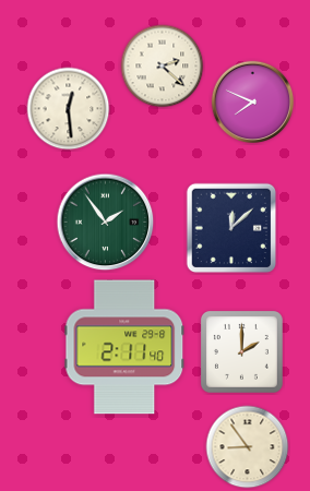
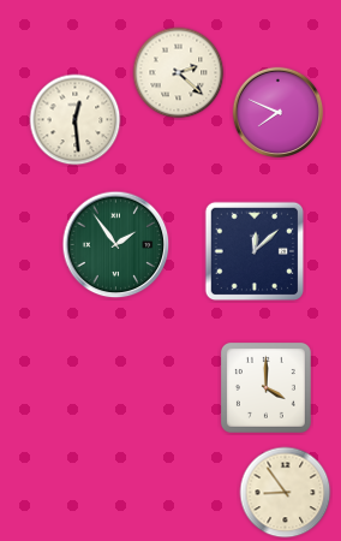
clock at (124, 347): 2:11 -> none
clock at (241, 351): 2:00 -> 4:00
clock at (248, 447) position: (248, 447) -> (286, 493)
